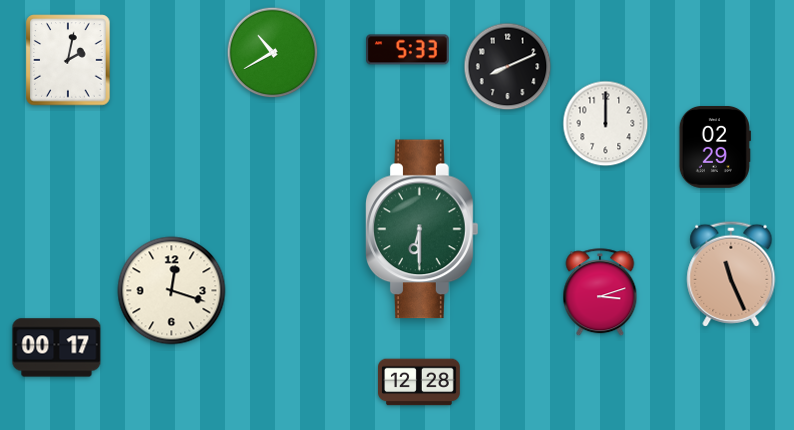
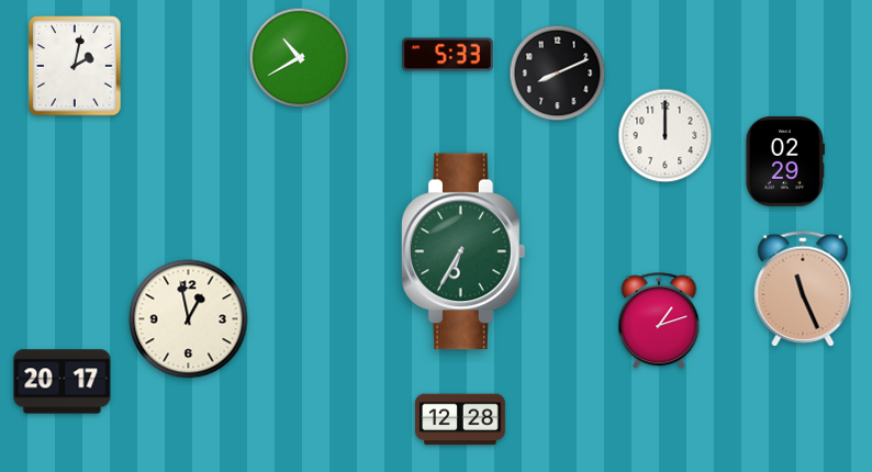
clock at (423, 229): 6:30 -> 6:35
clock at (731, 274) position: (731, 274) -> (803, 289)
clock at (172, 291): 12:18 -> 12:58
clock at (600, 293): 3:12 -> 1:12
clock at (57, 348): 00:17 -> 20:17
